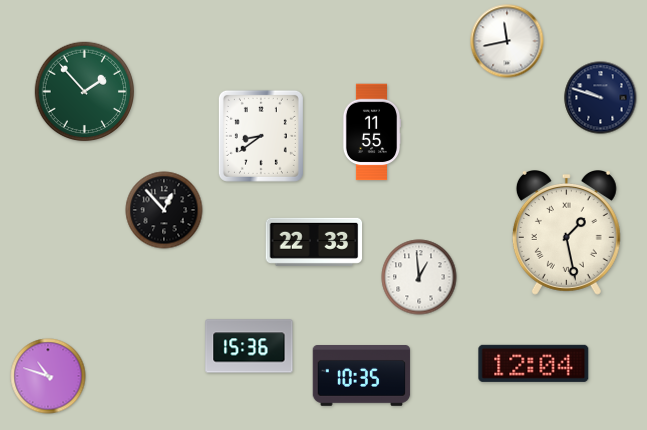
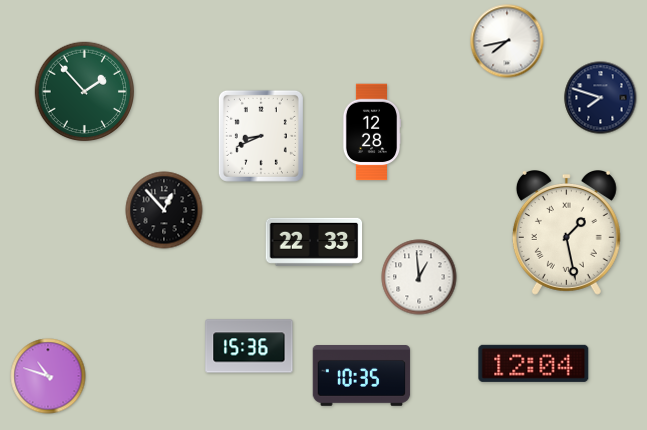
clock at (507, 41): 11:43 -> 7:43
clock at (601, 98): 9:48 -> 7:48
clock at (372, 132): 11:55 -> 12:28
clock at (261, 136): 8:39 -> 8:41
